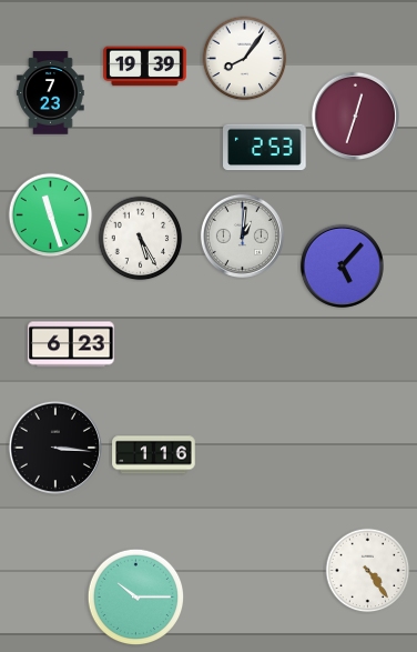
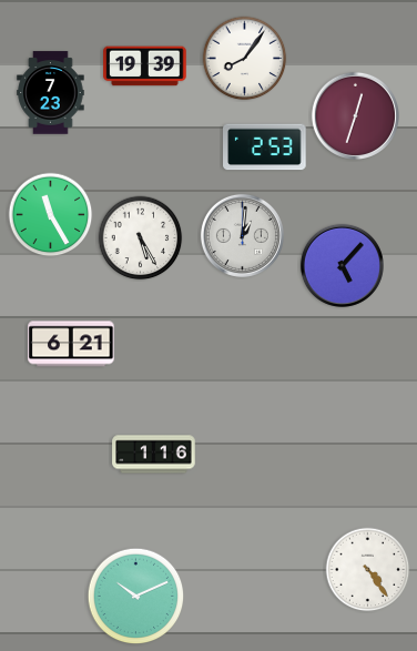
clock at (51, 215): 11:27 -> 11:25
clock at (71, 344): 6:23 -> 6:21
clock at (54, 447): 3:16 -> none
clock at (136, 598): 10:15 -> 10:11
